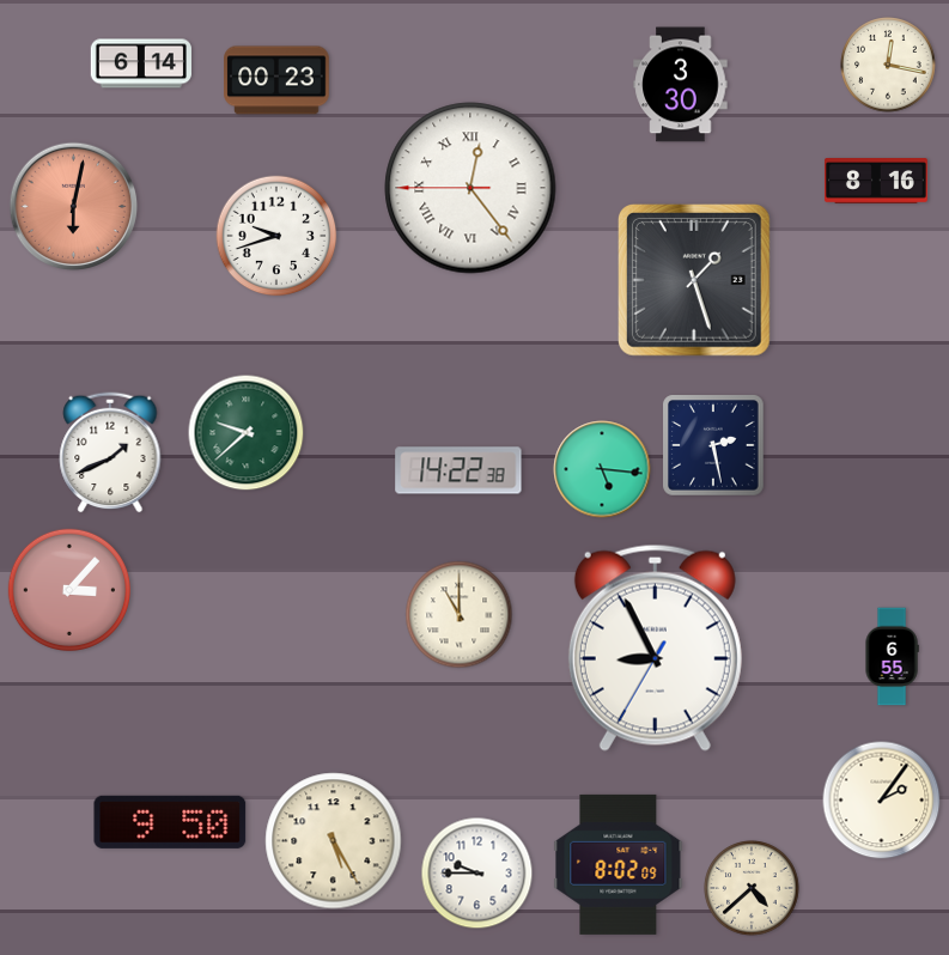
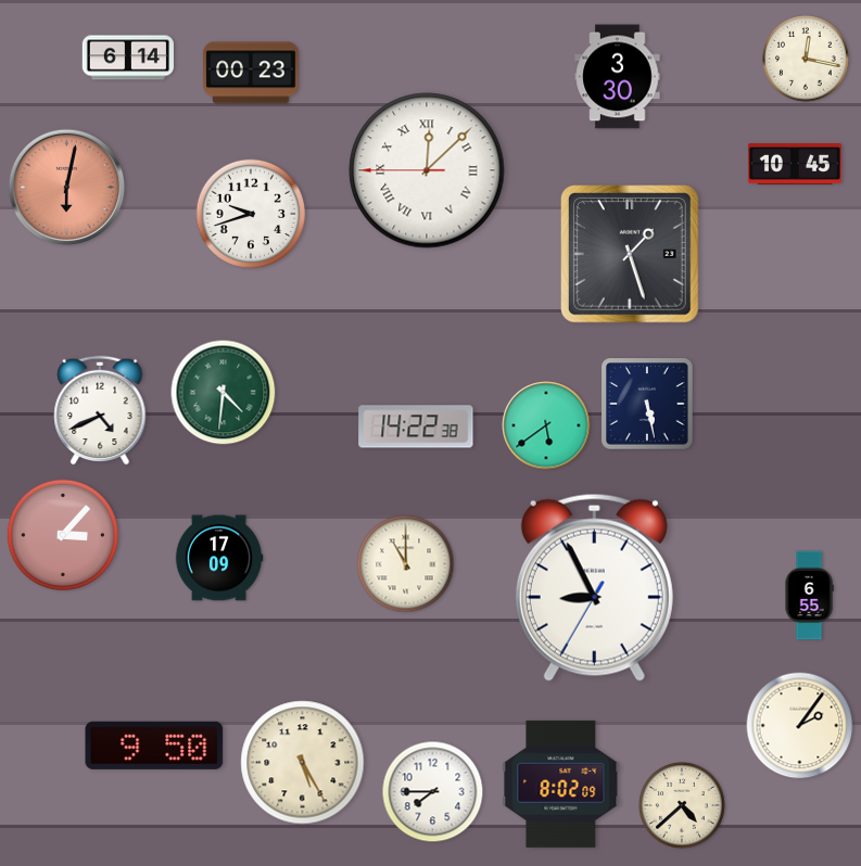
clock at (876, 182): 8:16 -> 10:45
clock at (470, 188): 12:23 -> 12:07
clock at (247, 433): 9:38 -> 4:31
clock at (713, 445): 2:28 -> 5:28
clock at (110, 452): 1:41 -> 4:41
clock at (602, 469): 5:16 -> 5:39
clock at (219, 558): none -> 17:09
clock at (460, 615) position: (460, 615) -> (406, 564)
clock at (477, 874): 9:45 -> 7:45
